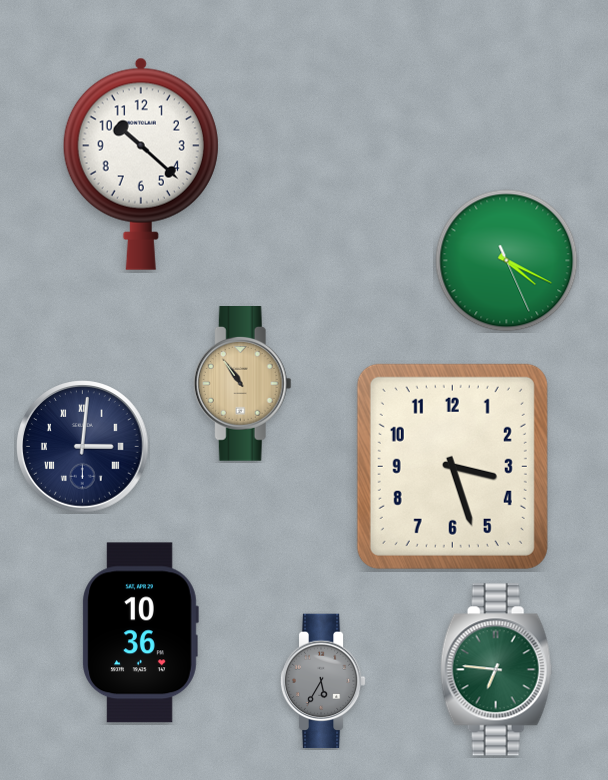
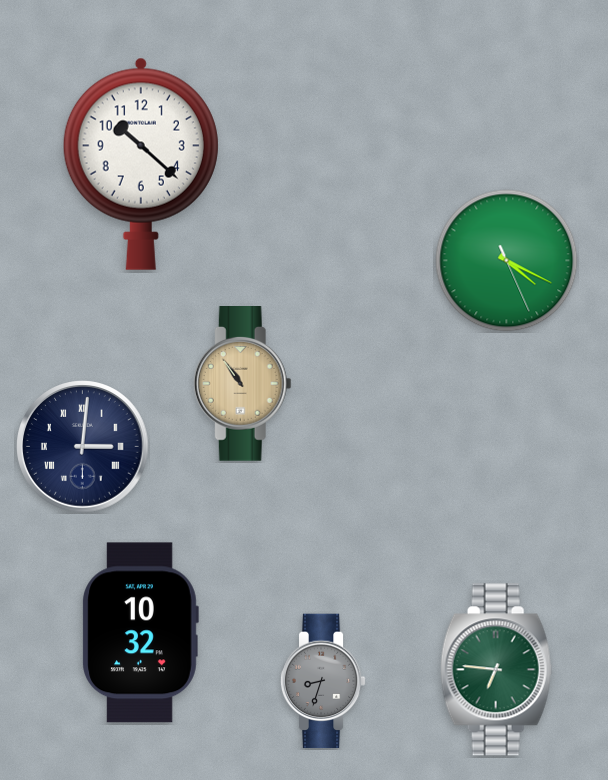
clock at (452, 466): 3:27 -> none
clock at (140, 633): 10:36 -> 10:32
clock at (323, 681): 5:35 -> 8:33
